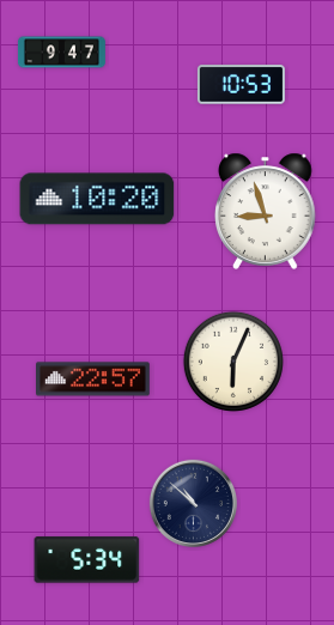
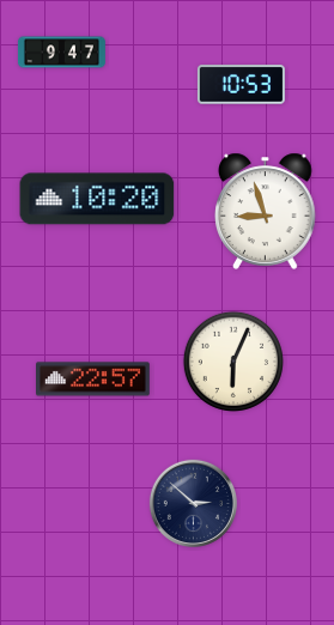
clock at (193, 503): 10:52 -> 2:52
clock at (87, 560): 5:34 -> none
